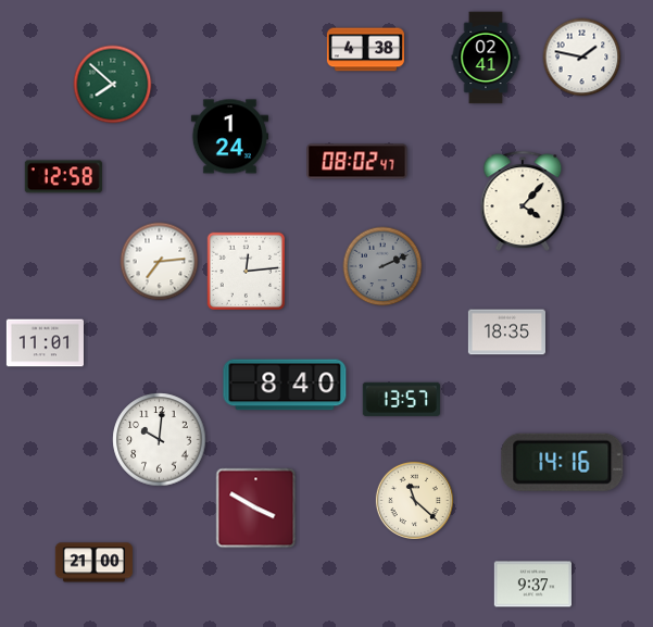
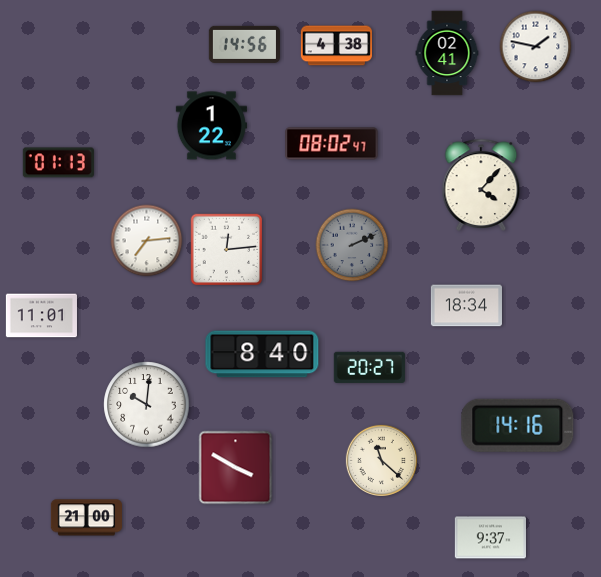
clock at (244, 44): none -> 14:56
clock at (582, 58) position: (582, 58) -> (536, 47)
clock at (113, 85): 7:52 -> none
clock at (229, 137): 1:24 -> 1:22
clock at (357, 162) position: (357, 162) -> (332, 144)
clock at (63, 177): 12:58 -> 01:13
clock at (506, 333): 18:35 -> 18:34
clock at (401, 399): 13:57 -> 20:27
